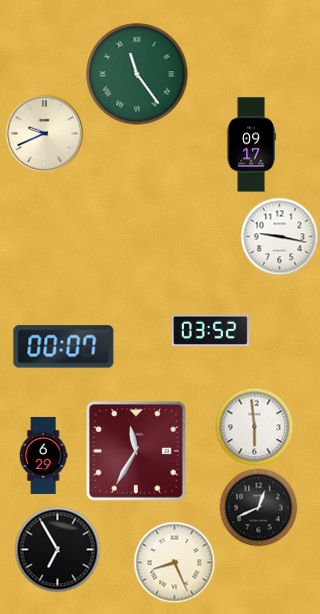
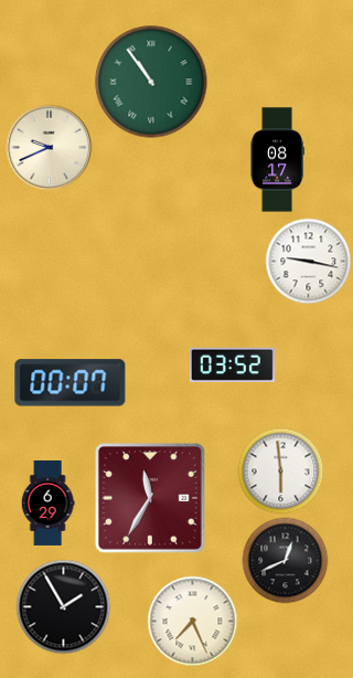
clock at (137, 74): 11:24 -> 10:54
clock at (251, 145): 09:17 -> 08:17
clock at (57, 549): 6:55 -> 1:55
clock at (174, 562): 8:26 -> 7:26
